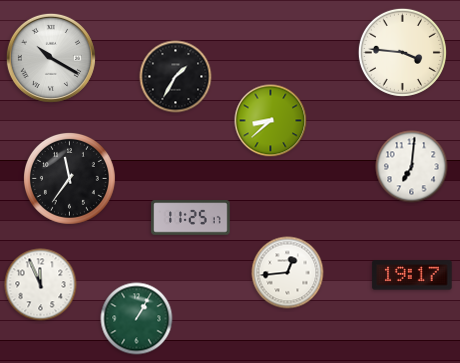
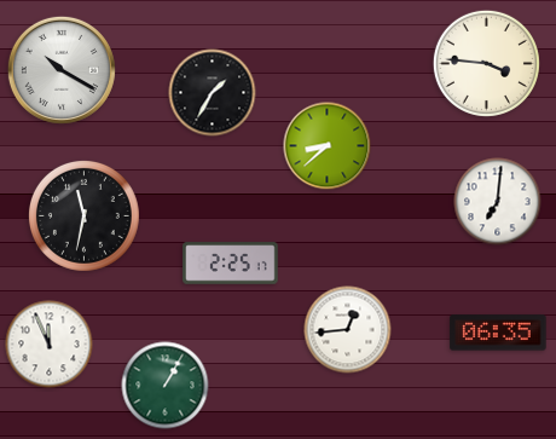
clock at (69, 178): 11:36 -> 11:32
clock at (191, 218): 11:25 -> 2:25
clock at (412, 275): 19:17 -> 06:35
